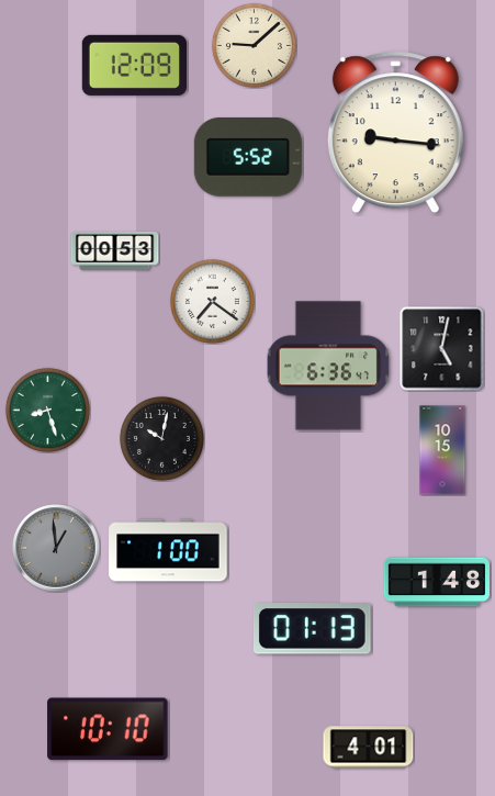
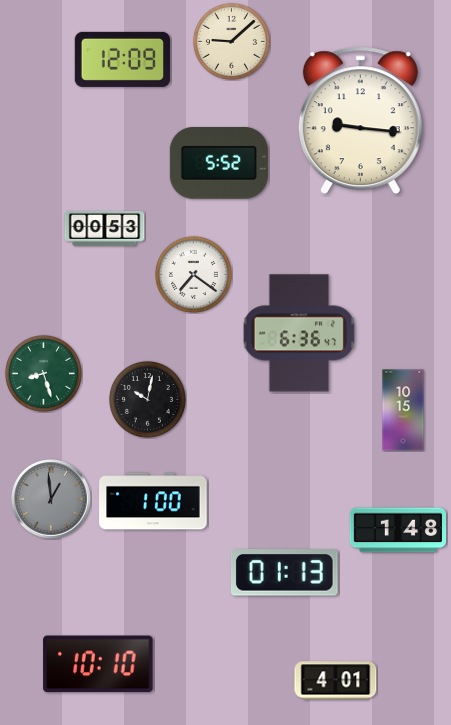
clock at (248, 157) position: (248, 157) -> (219, 163)
clock at (442, 349): 5:02 -> none
